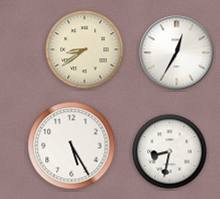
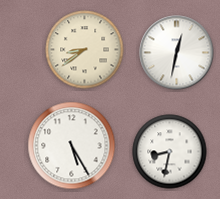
clock at (177, 53): 12:35 -> 12:32
